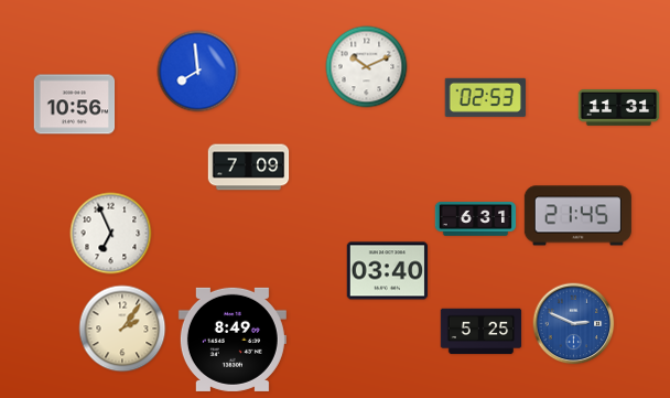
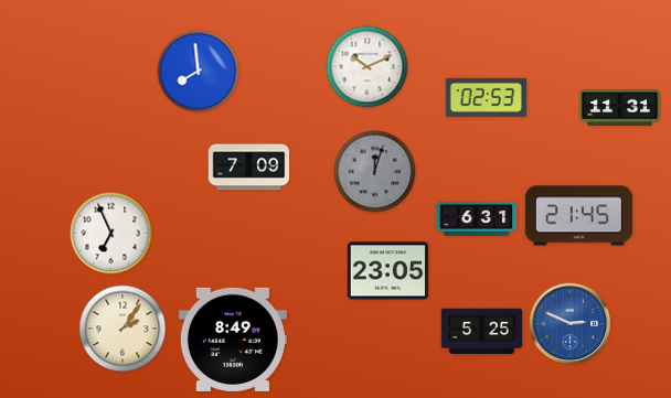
clock at (75, 105): 10:56 -> none
clock at (375, 172): none -> 12:03
clock at (388, 271): 03:40 -> 23:05
clock at (574, 324) position: (574, 324) -> (571, 324)
